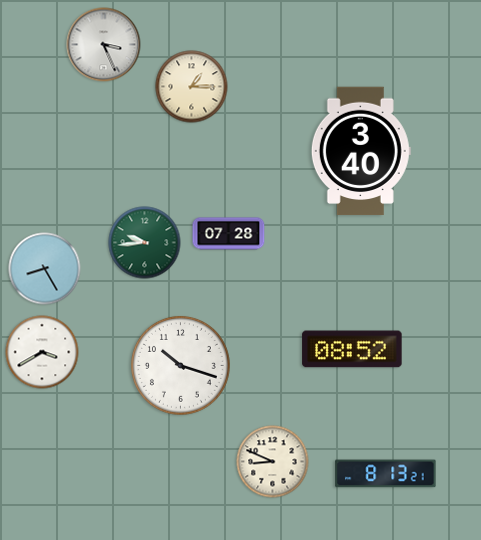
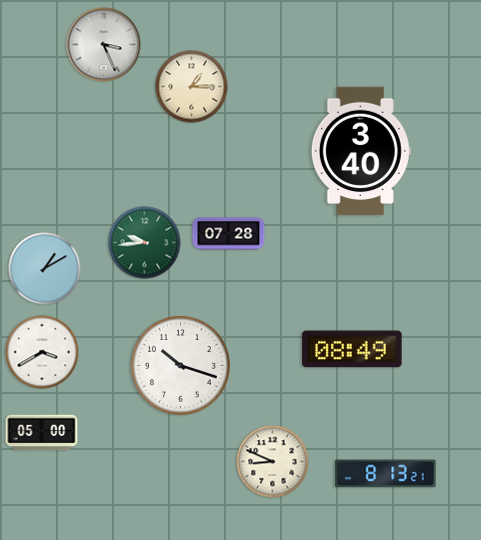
clock at (45, 269): 8:25 -> 1:10
clock at (352, 349): 08:52 -> 08:49
clock at (42, 433): none -> 05:00
